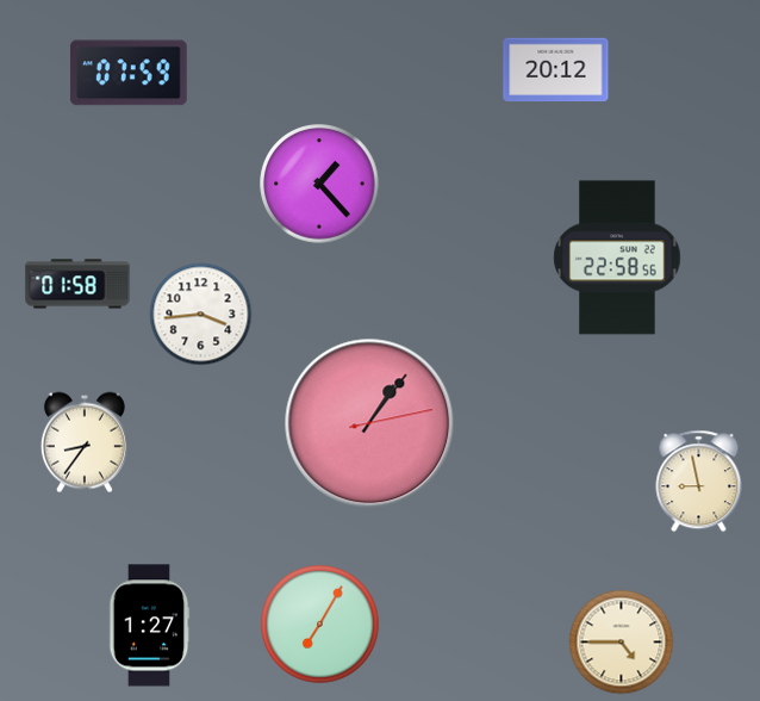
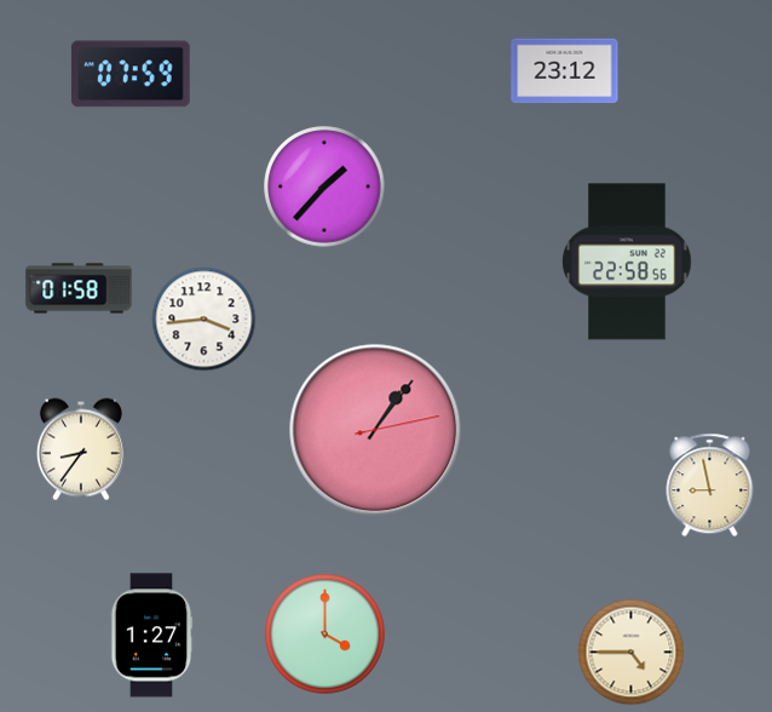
clock at (556, 70): 20:12 -> 23:12
clock at (319, 184): 1:23 -> 1:37
clock at (85, 442) position: (85, 442) -> (81, 449)
clock at (699, 482) position: (699, 482) -> (710, 486)
clock at (320, 625): 7:05 -> 4:00
